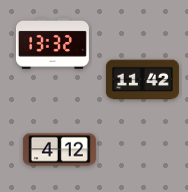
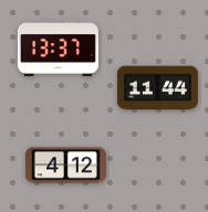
clock at (52, 43): 13:32 -> 13:37
clock at (142, 80): 11:42 -> 11:44
